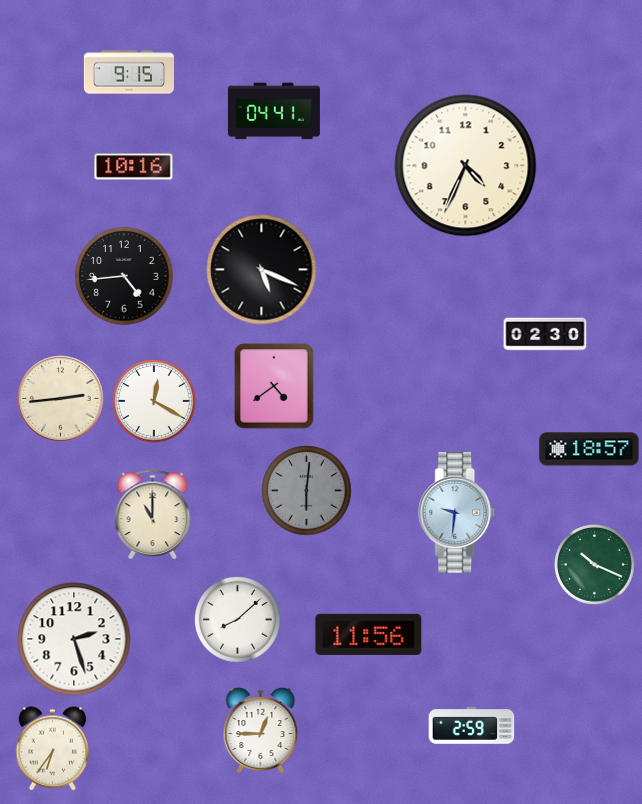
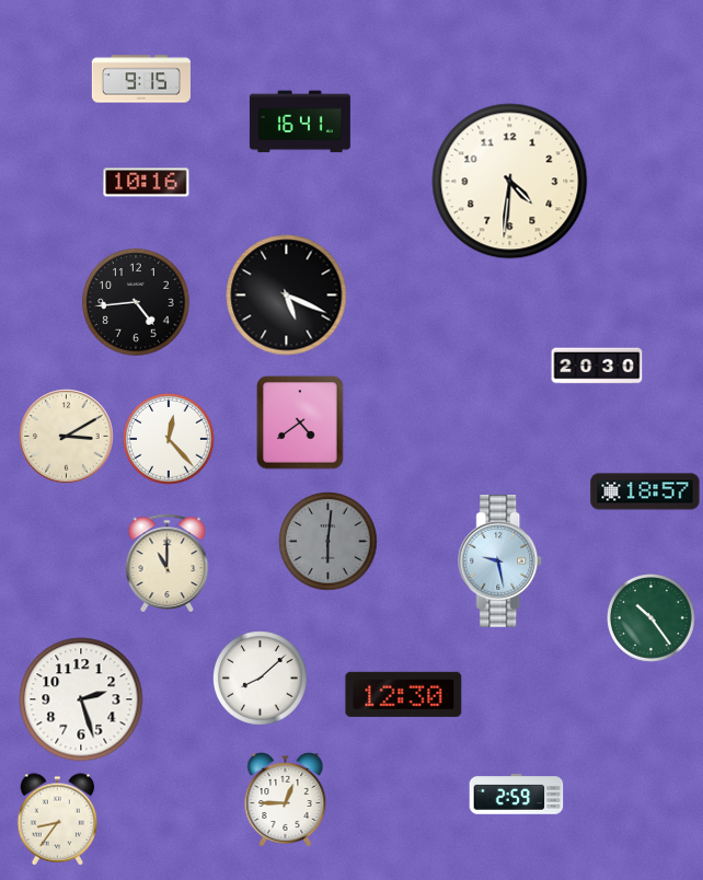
clock at (274, 111): 04:41 -> 16:41
clock at (466, 166): 4:34 -> 4:31
clock at (545, 334): 02:30 -> 20:30
clock at (61, 399): 2:44 -> 3:10
clock at (155, 402): 12:20 -> 12:23
clock at (307, 491) position: (307, 491) -> (329, 542)
clock at (457, 513): 9:31 -> 9:28
clock at (595, 565): 10:19 -> 10:24
clock at (369, 634): 11:56 -> 12:30
clock at (53, 749): 6:36 -> 8:36
